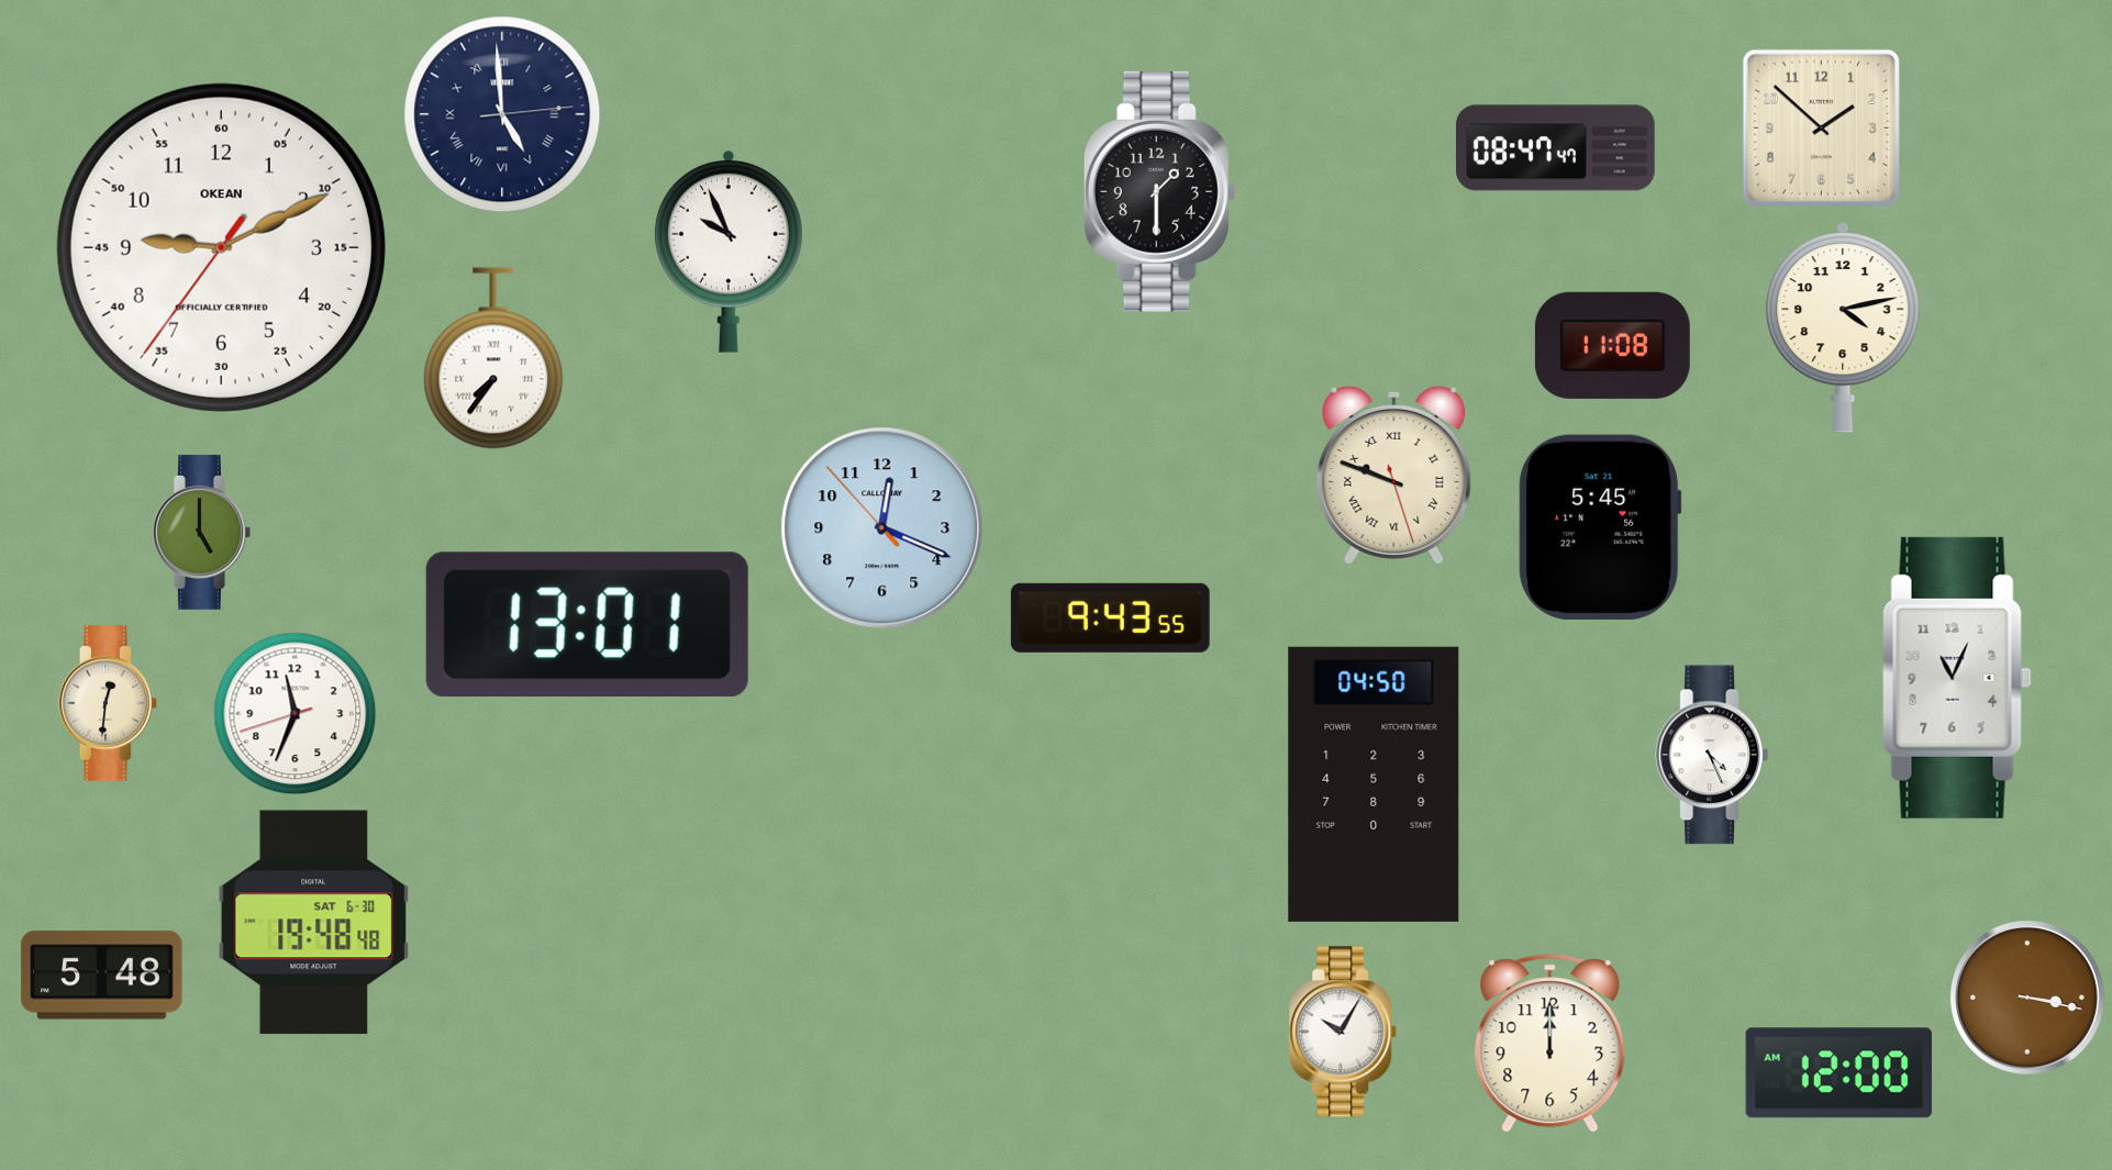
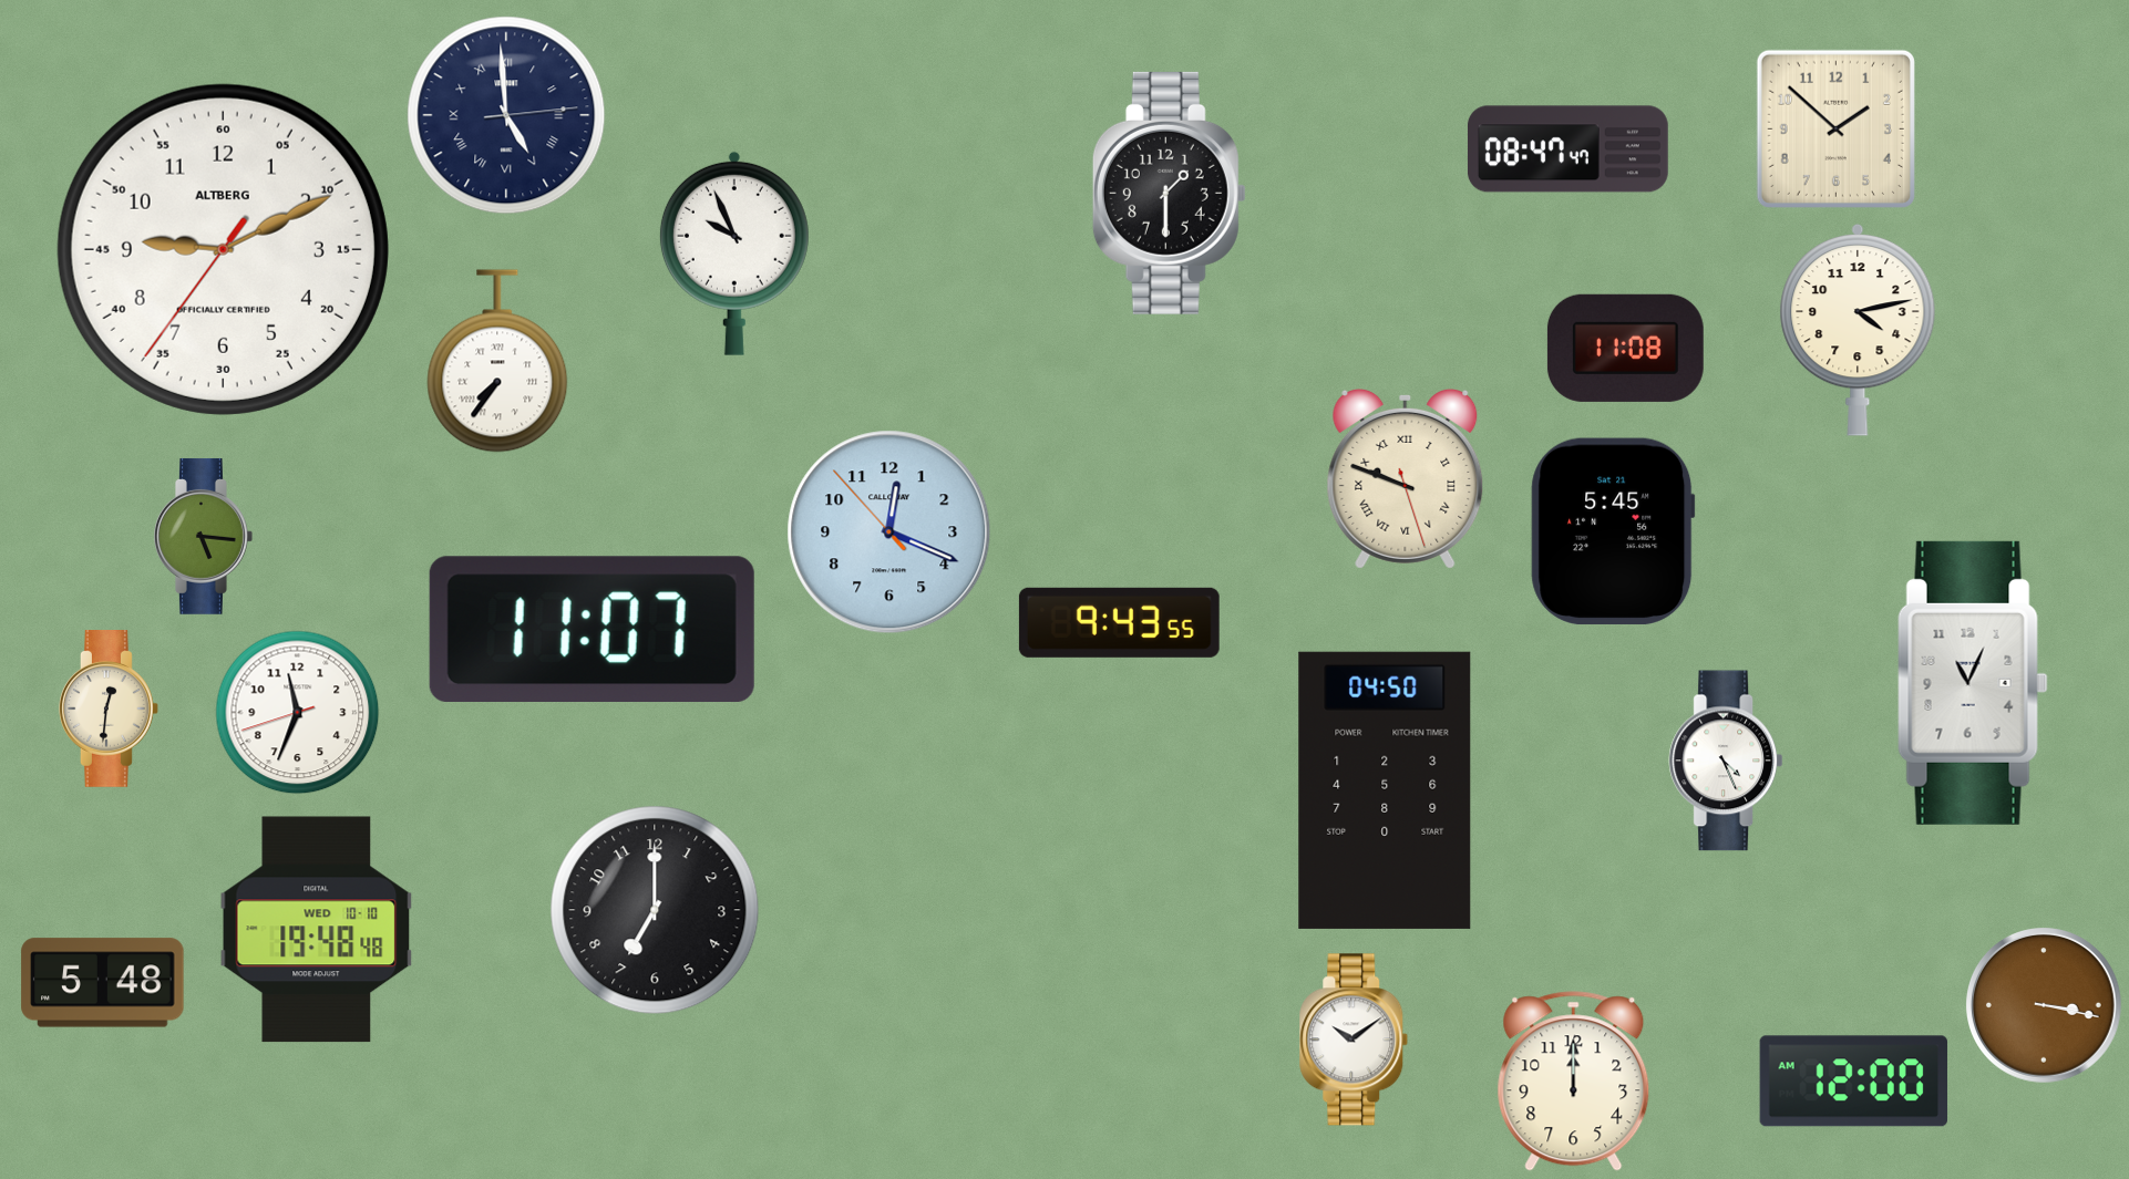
clock at (221, 247) brand: OKEAN -> ALTBERG
clock at (202, 532): 5:00 -> 5:16
clock at (587, 624): 13:01 -> 11:07
clock at (296, 714) position: (296, 714) -> (298, 713)
clock at (655, 910): none -> 7:00
clock at (314, 923) date: SAT 6-30 -> WED 10-10
clock at (1343, 1032): 10:05 -> 10:09
clock at (1550, 1044) position: (1550, 1044) -> (1574, 1082)
